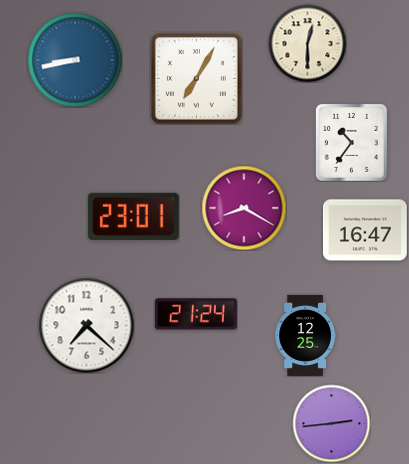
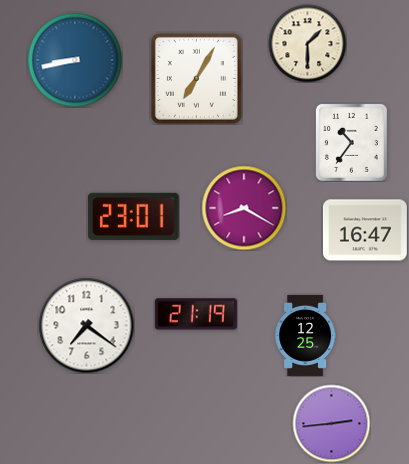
clock at (307, 43): 12:30 -> 1:30
clock at (196, 314): 21:24 -> 21:19
clock at (86, 325): 7:22 -> 7:21
